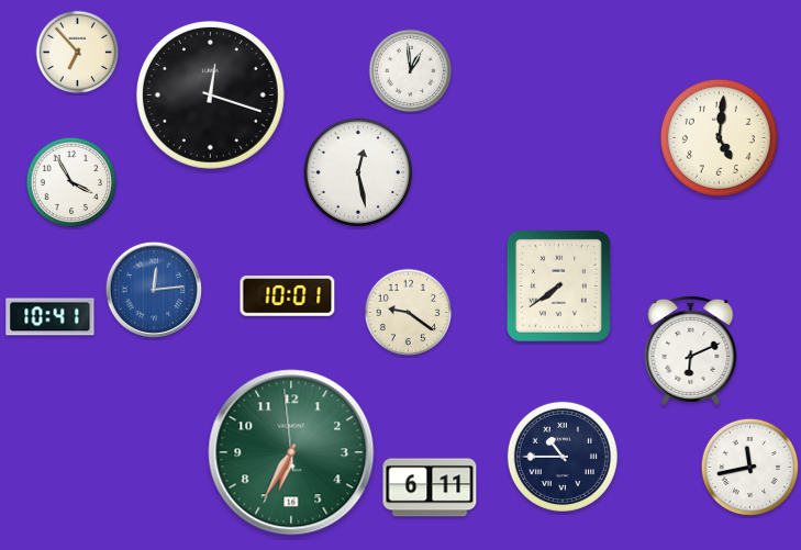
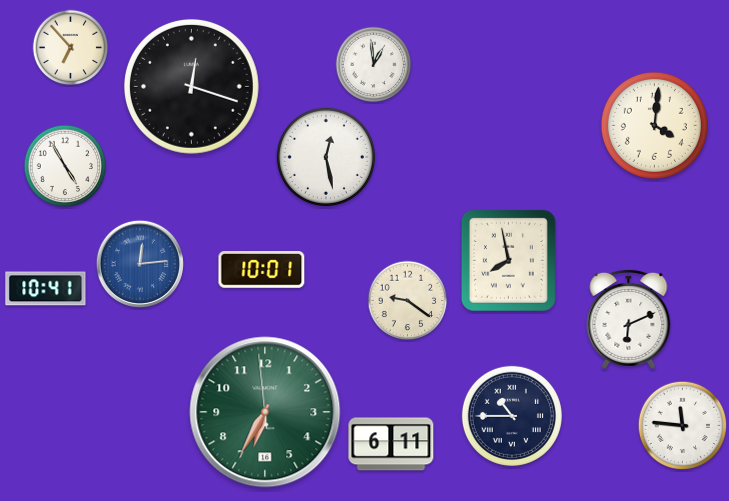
clock at (719, 137): 5:01 -> 4:01
clock at (71, 182): 3:55 -> 4:55
clock at (558, 285): 7:39 -> 7:58
clock at (409, 313) position: (409, 313) -> (408, 301)
clock at (749, 467): 11:43 -> 11:46
